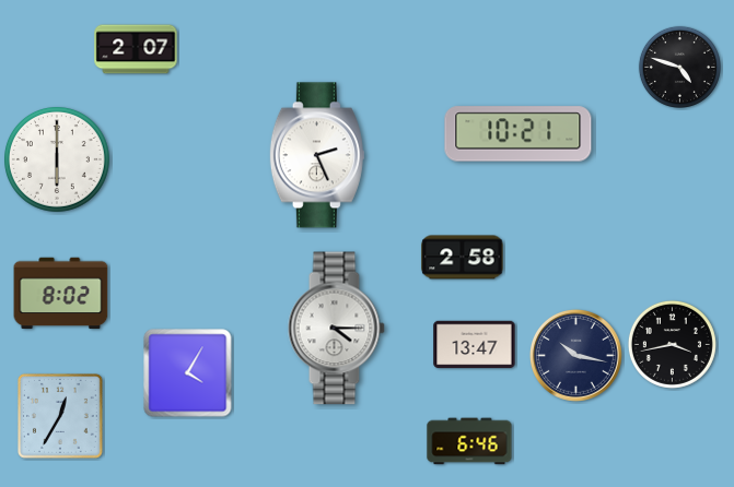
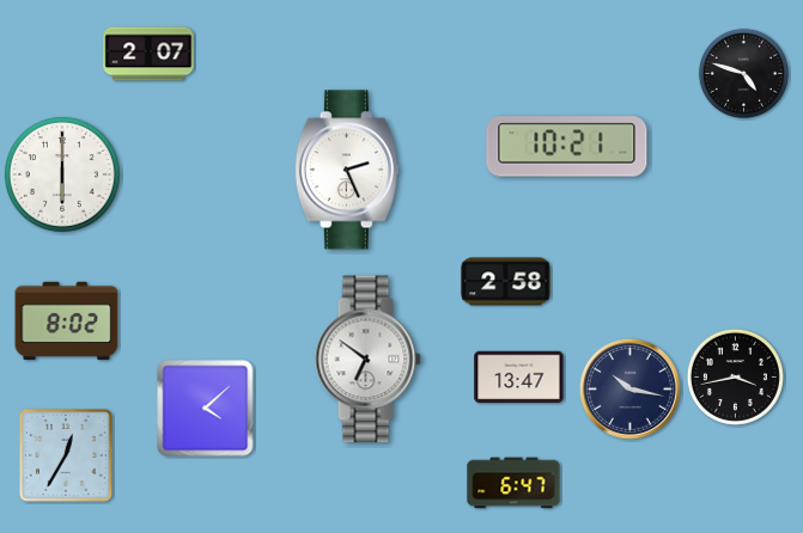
clock at (336, 329): 4:15 -> 6:51
clock at (188, 373): 4:05 -> 4:08
clock at (469, 441): 6:46 -> 6:47
